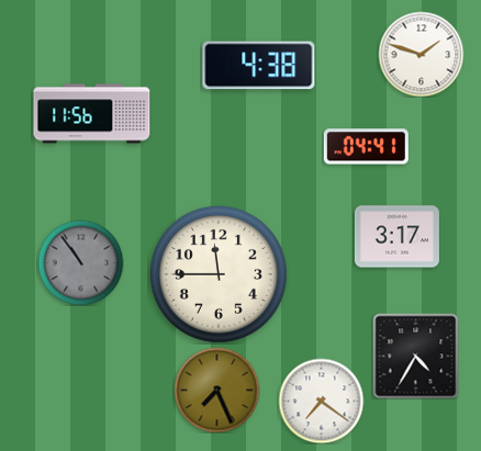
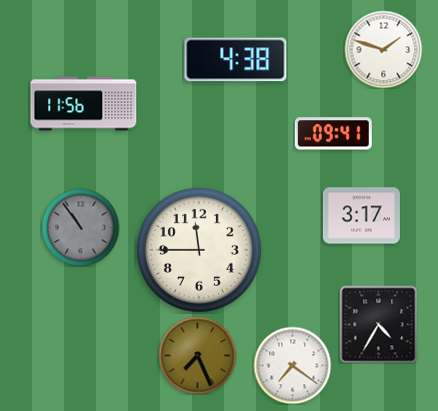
clock at (366, 147): 04:41 -> 09:41
clock at (80, 262) position: (80, 262) -> (80, 227)
